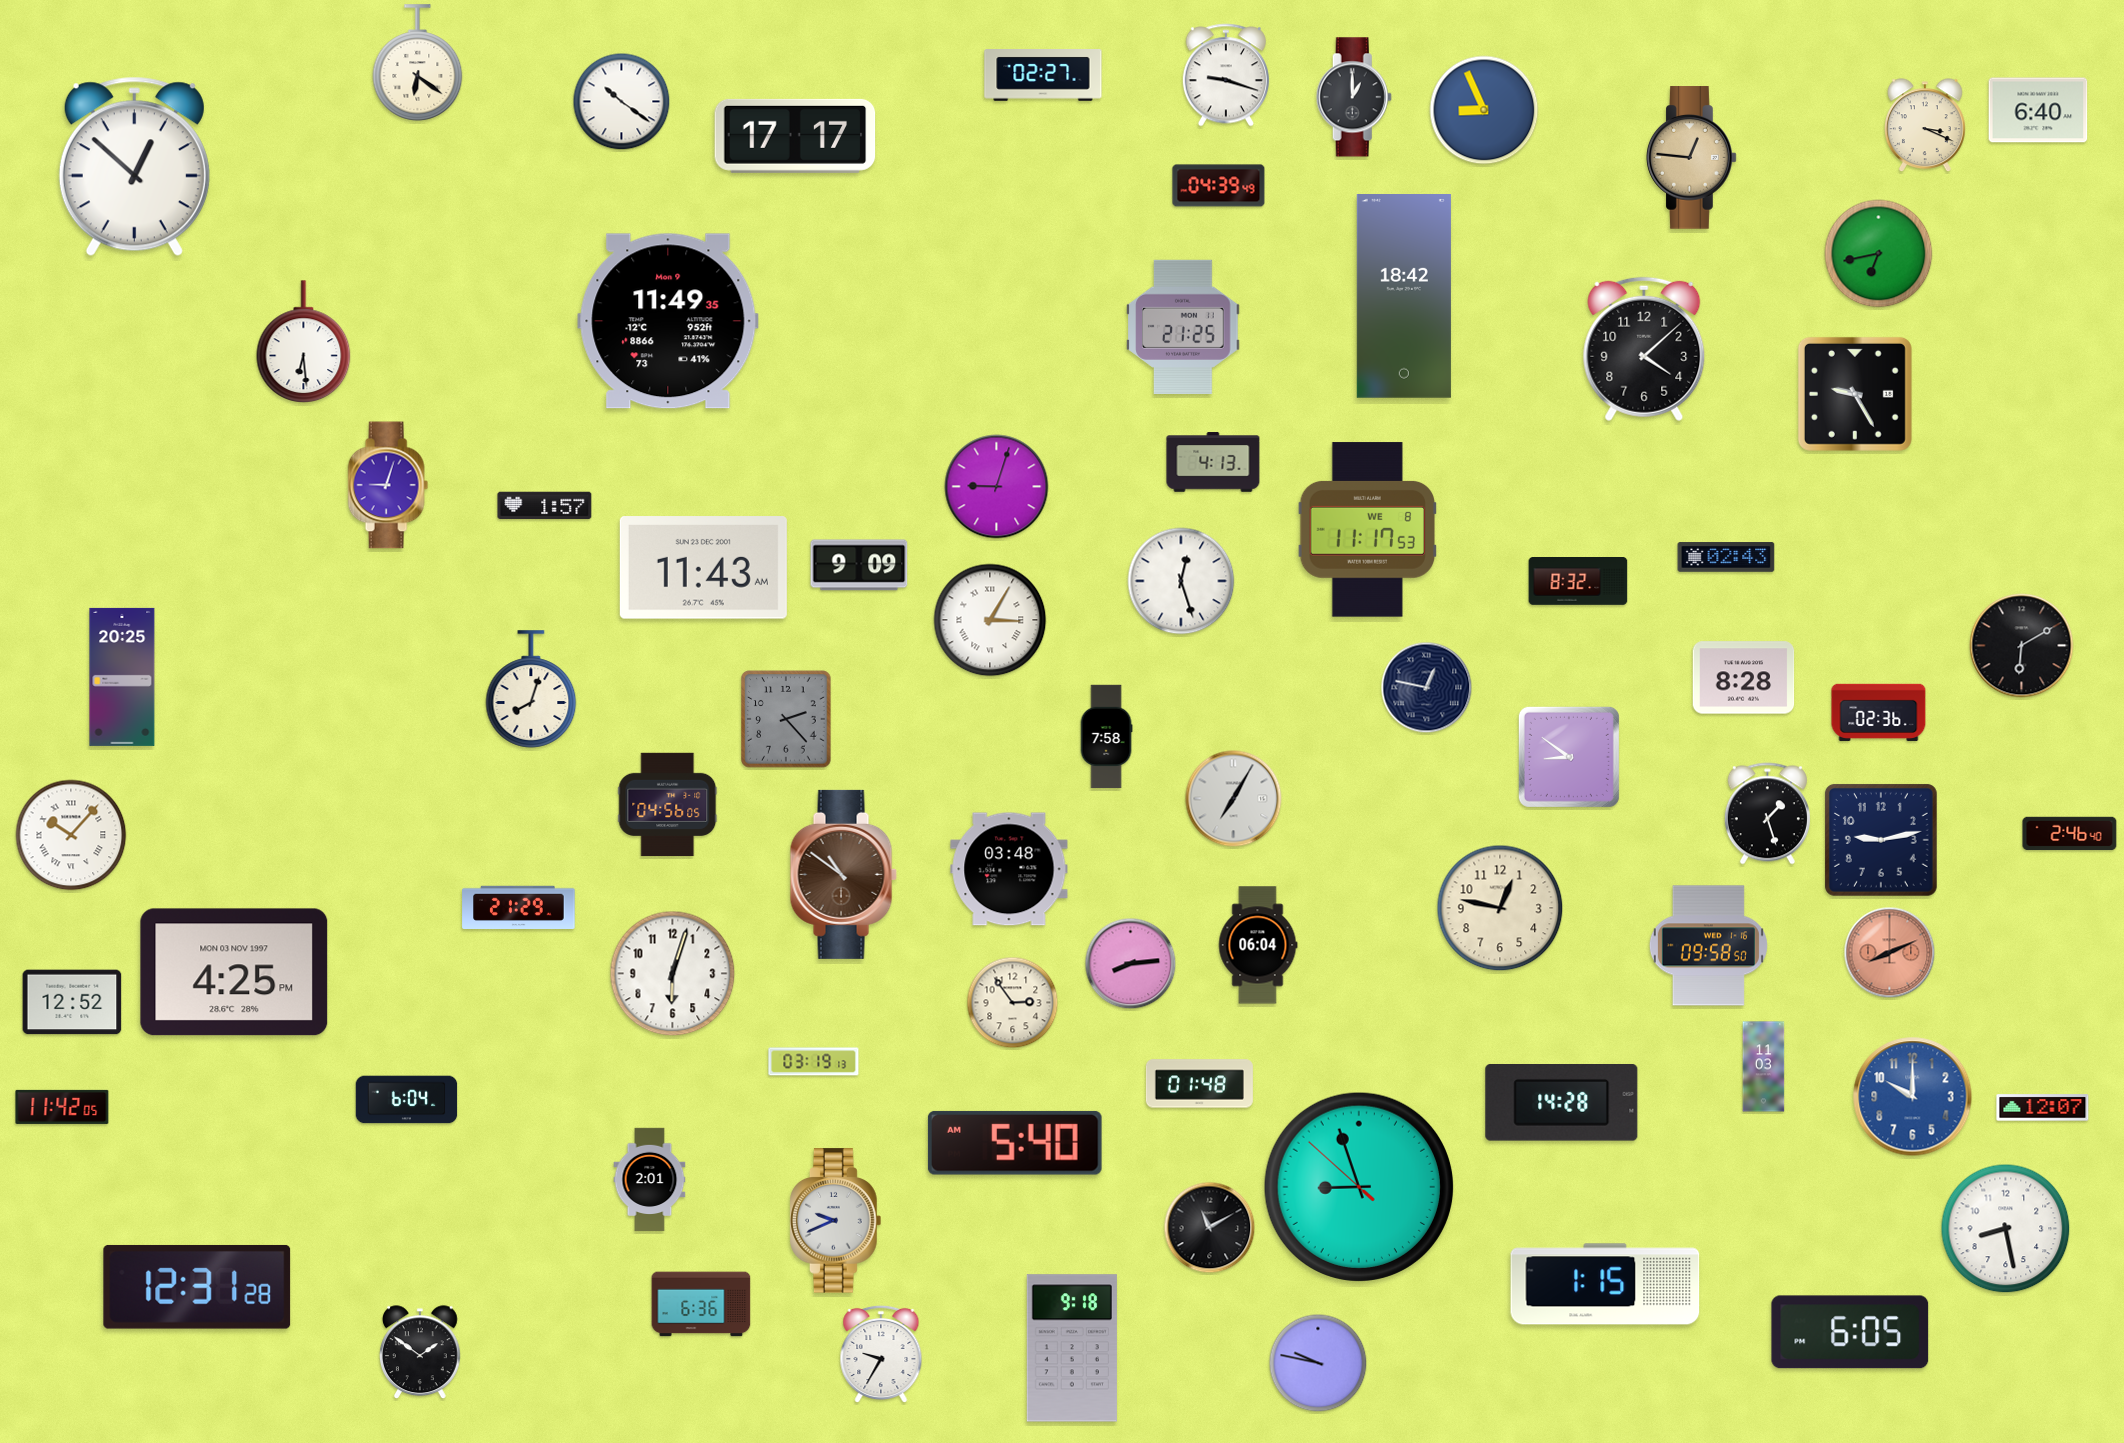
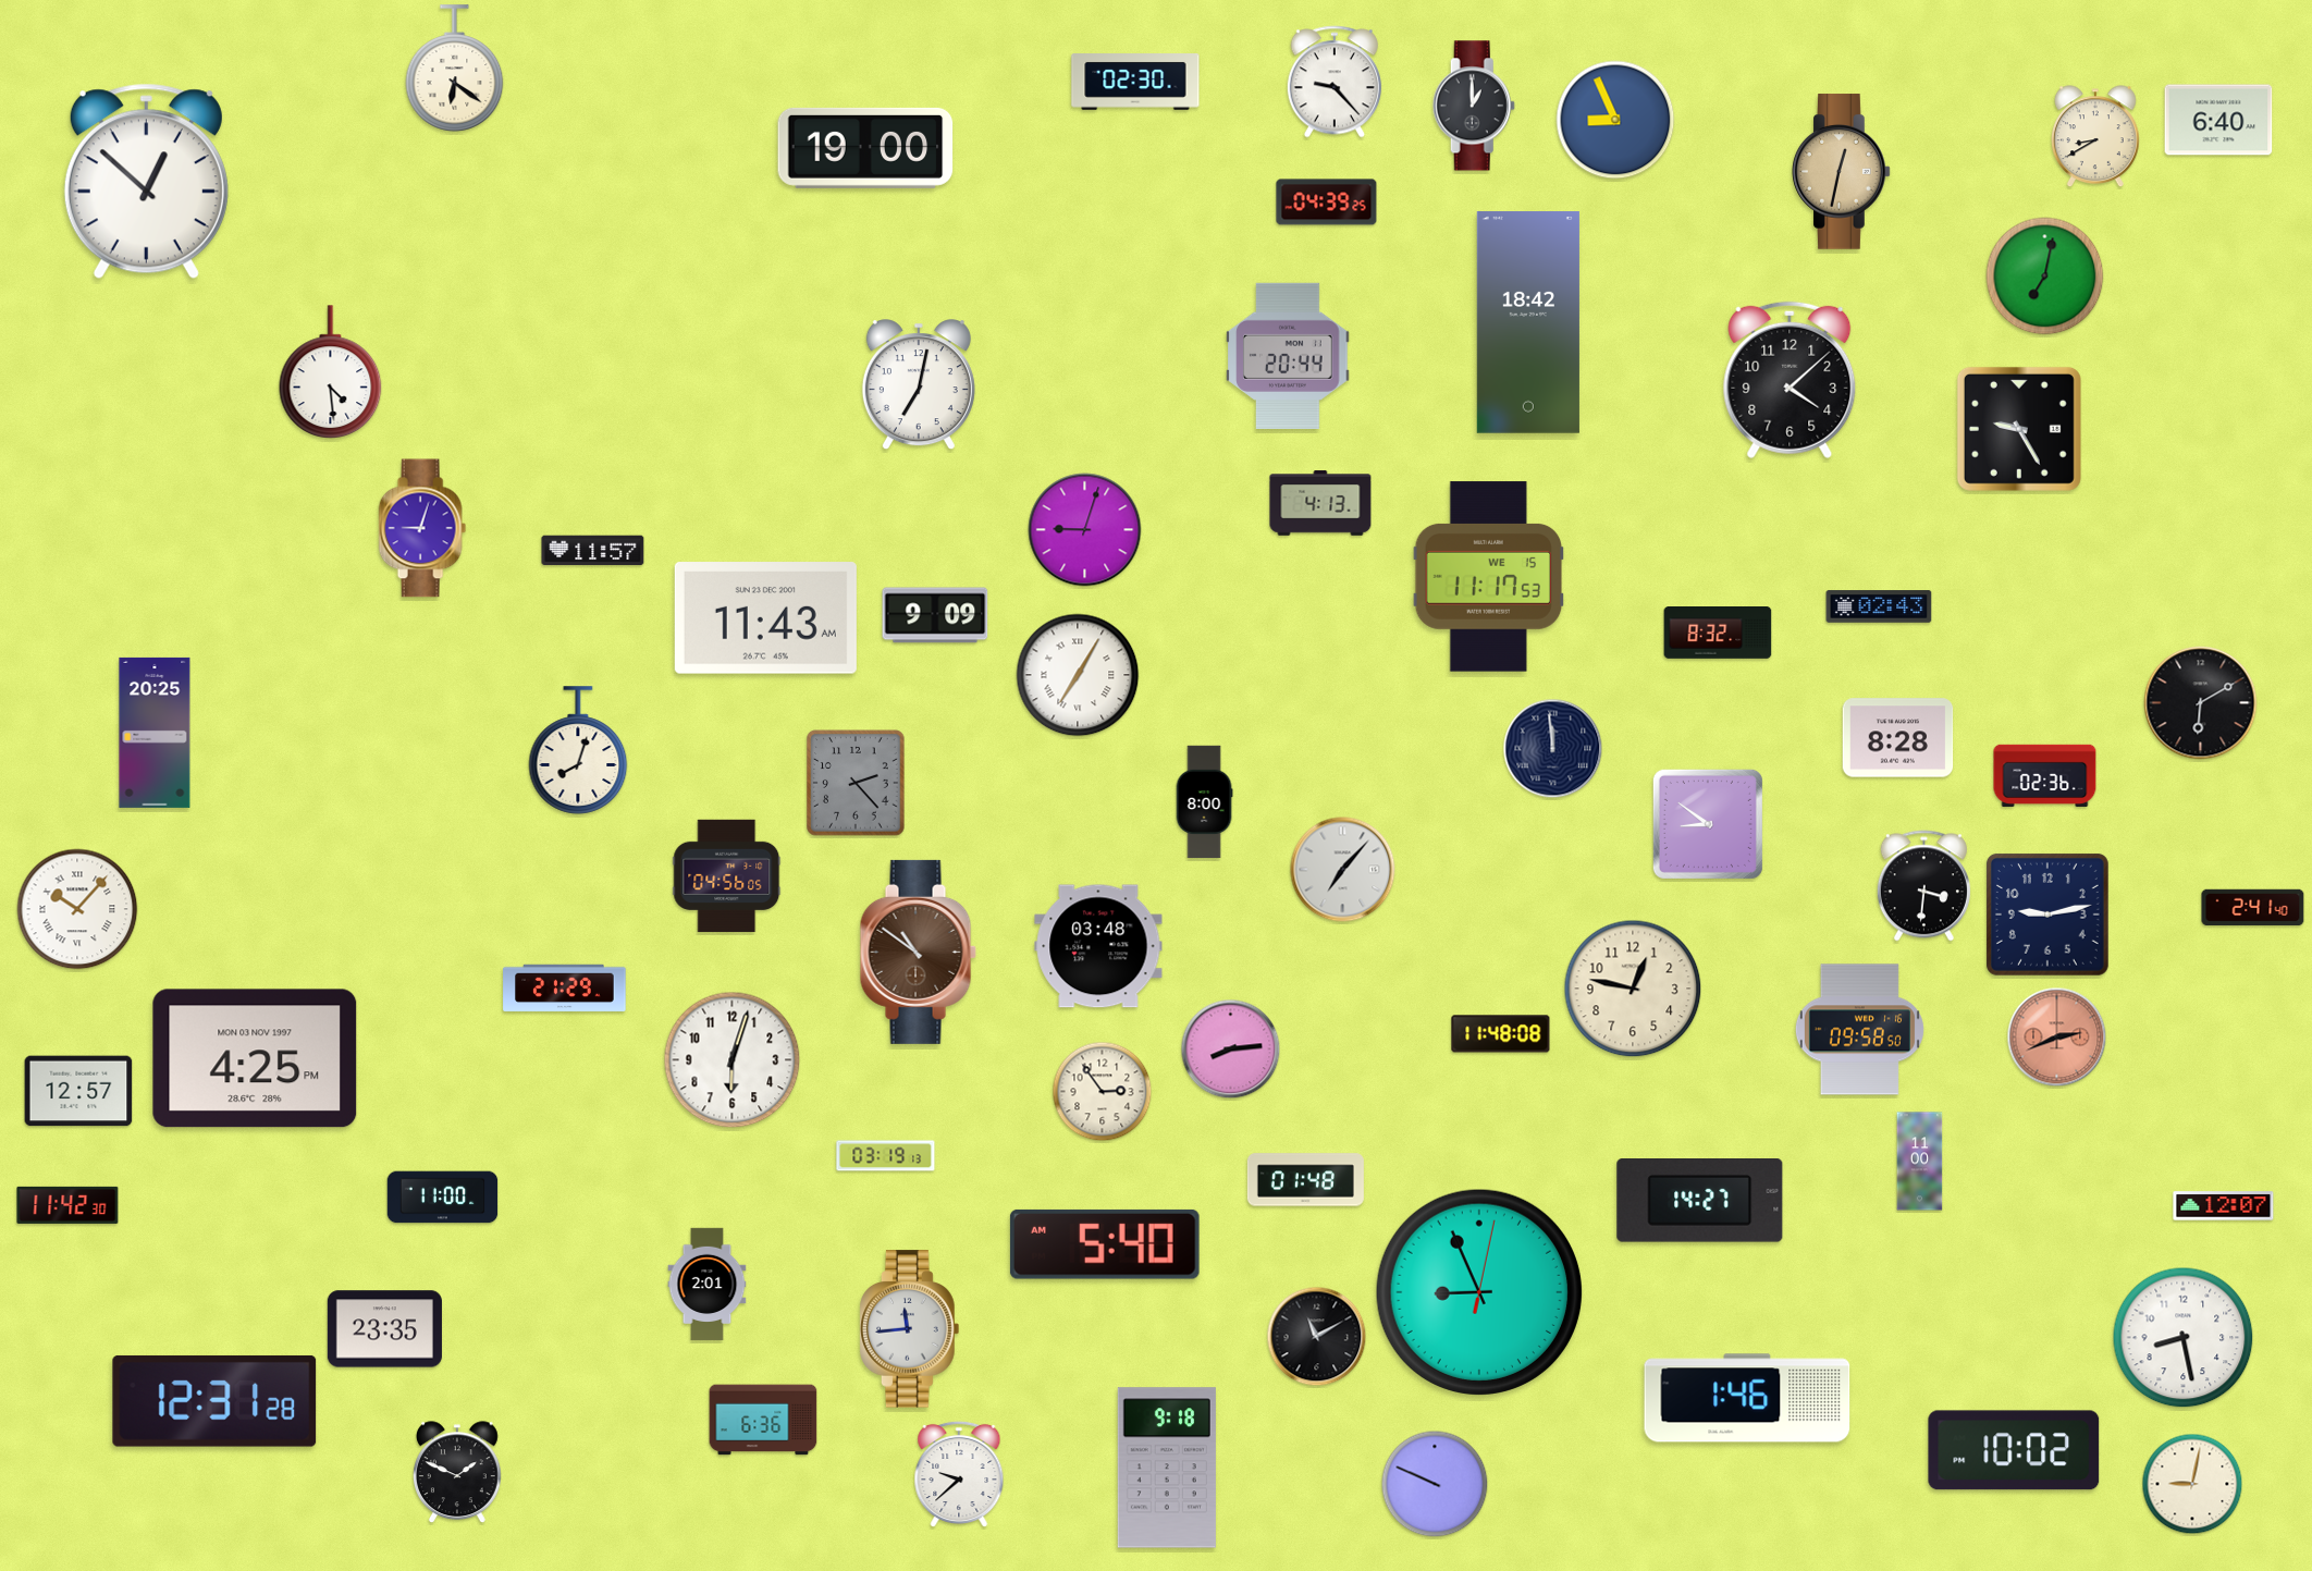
clock at (1226, 75): 9:18 -> 9:23
clock at (1043, 76): 02:27 -> 02:30
clock at (622, 102): 10:21 -> none
clock at (1926, 126): 3:19 -> 8:40
clock at (795, 136): 17:17 -> 19:00
clock at (1692, 158): 12:46 -> 12:32
clock at (1219, 186): 04:39:49 -> 04:39:25
clock at (1879, 254): 6:43 -> 7:02
clock at (668, 321): 11:49 -> none
clock at (1183, 327): 21:25 -> 20:44
clock at (304, 341): 6:29 -> 4:29
clock at (919, 385): none -> 7:02
clock at (545, 506): 1:57 -> 11:57
clock at (1367, 530) date: WE 8 -> WE 15
clock at (1181, 581): 12:27 -> none
clock at (990, 620): 3:05 -> 7:05
clock at (122, 677) position: (122, 677) -> (155, 733)
clock at (1427, 688): 12:47 -> 11:59
clock at (1106, 737): 7:58 -> 8:00
clock at (1234, 799): 7:05 -> 7:07
clock at (1767, 814): 1:27 -> 3:31
clock at (2070, 834): 2:46 -> 2:41
clock at (1258, 945): 06:04 -> none
clock at (1501, 1034): none -> 11:48
clock at (1890, 953): 8:11 -> 2:41
clock at (72, 1002): 12:52 -> 12:57
clock at (1764, 1067): 11:03 -> 11:00
clock at (1913, 1097): 10:00 -> none
clock at (407, 1100): 6:04 -> 11:00
clock at (1562, 1103): 14:28 -> 14:27
clock at (62, 1107): 11:42:05 -> 11:42:30
clock at (1358, 1186): 8:56:52 -> 8:56:02
clock at (384, 1329): none -> 23:35
clock at (836, 1221): 9:41 -> 11:44
clock at (1605, 1284): 1:15 -> 1:46
clock at (1850, 1332): 6:05 -> 10:02
clock at (421, 1353): 1:51 -> 1:49
clock at (881, 1354): 9:35 -> 9:38
clock at (1318, 1363): 9:47 -> 9:49
clock at (2192, 1484): none -> 9:02
